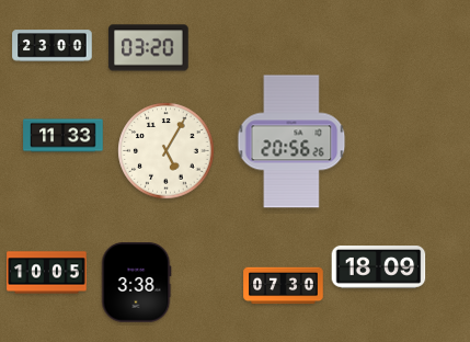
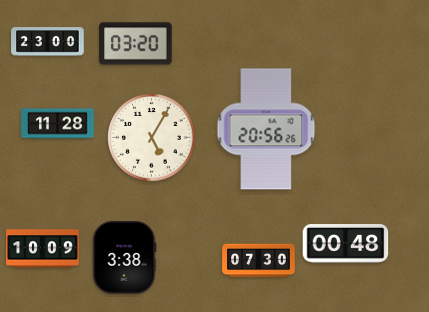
clock at (64, 136): 11:33 -> 11:28
clock at (379, 267): 18:09 -> 00:48
clock at (47, 273): 10:05 -> 10:09
